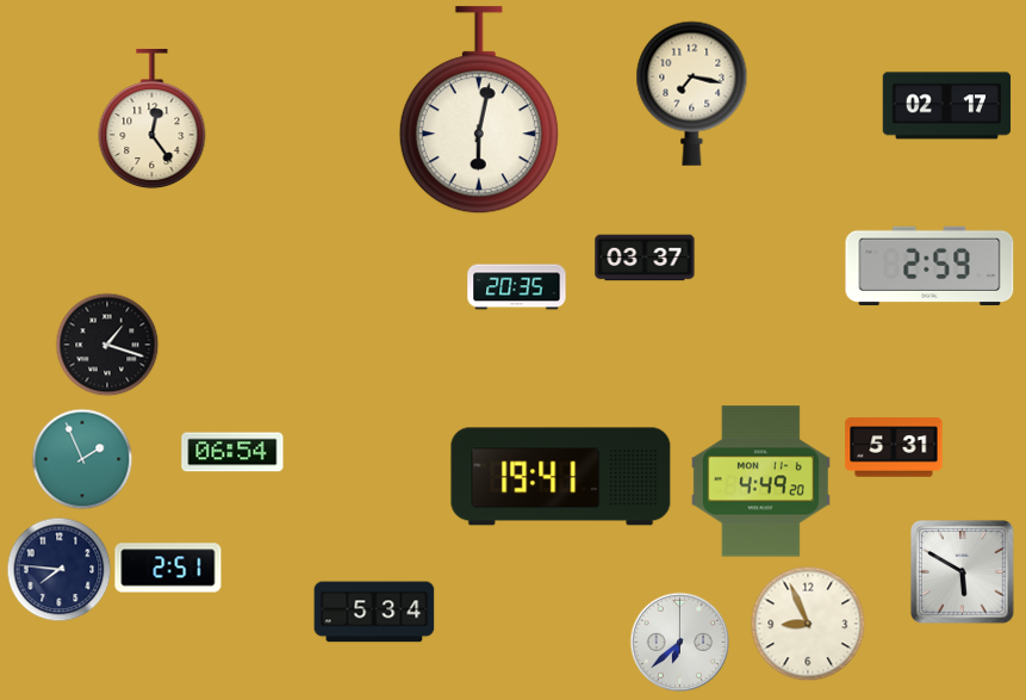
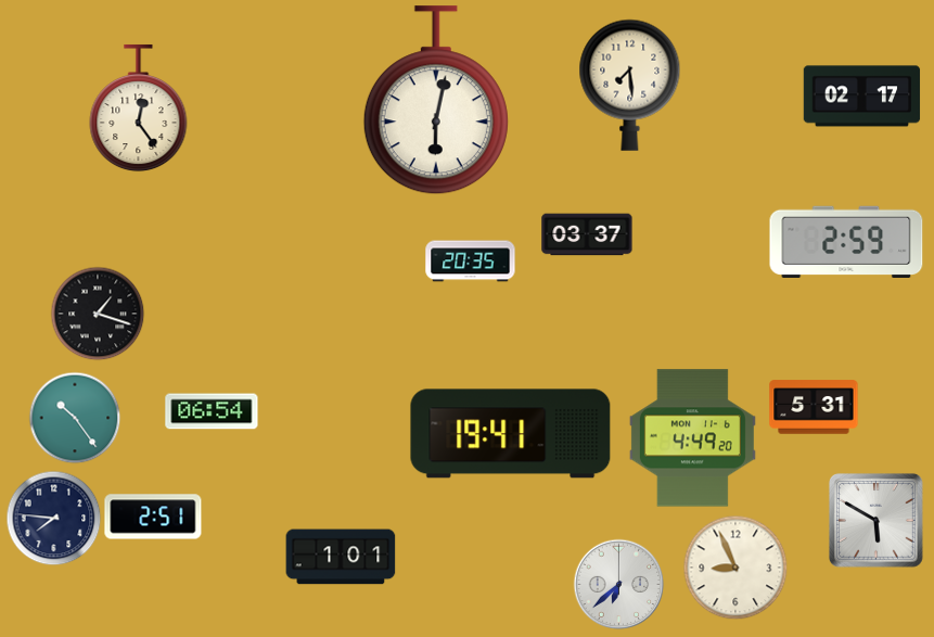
clock at (692, 93): 7:17 -> 7:29
clock at (82, 459): 1:56 -> 10:24
clock at (374, 612): 5:34 -> 1:01
